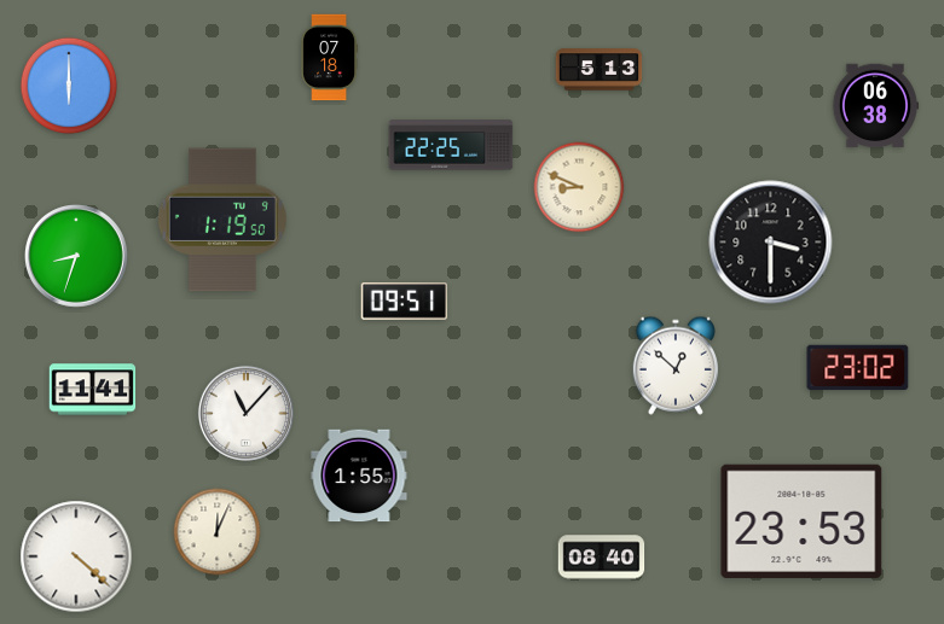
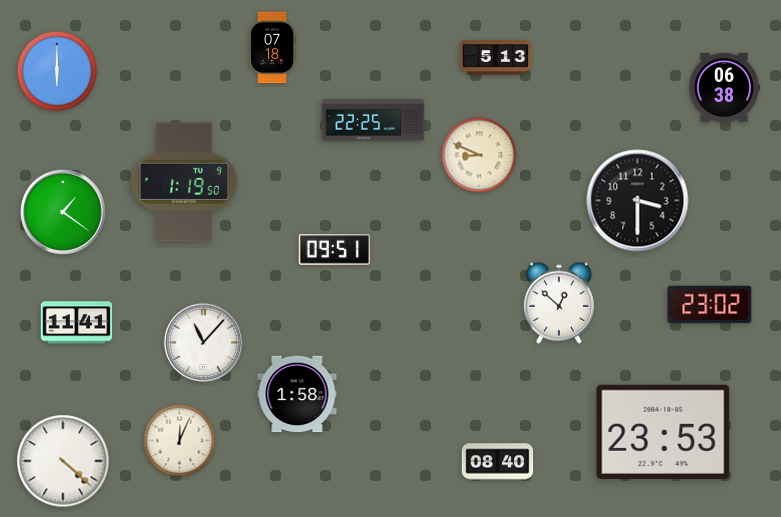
clock at (77, 257): 8:33 -> 1:21
clock at (359, 476): 1:55 -> 1:58
